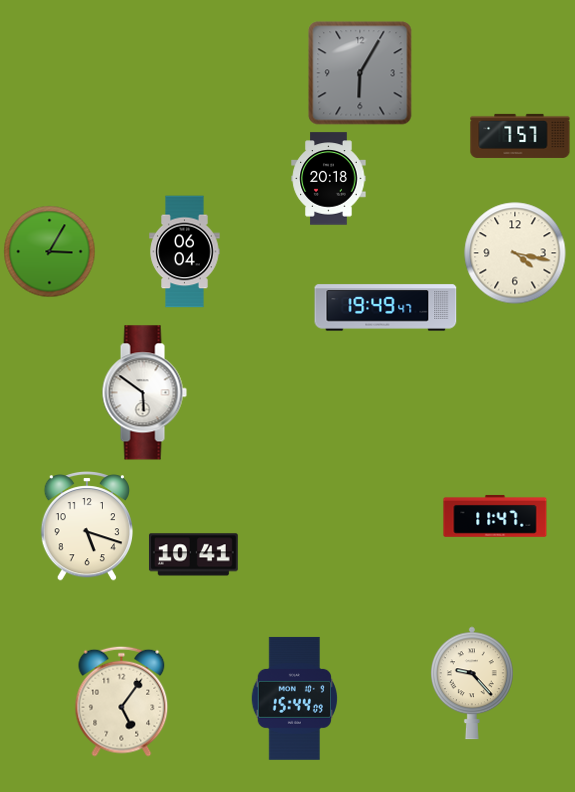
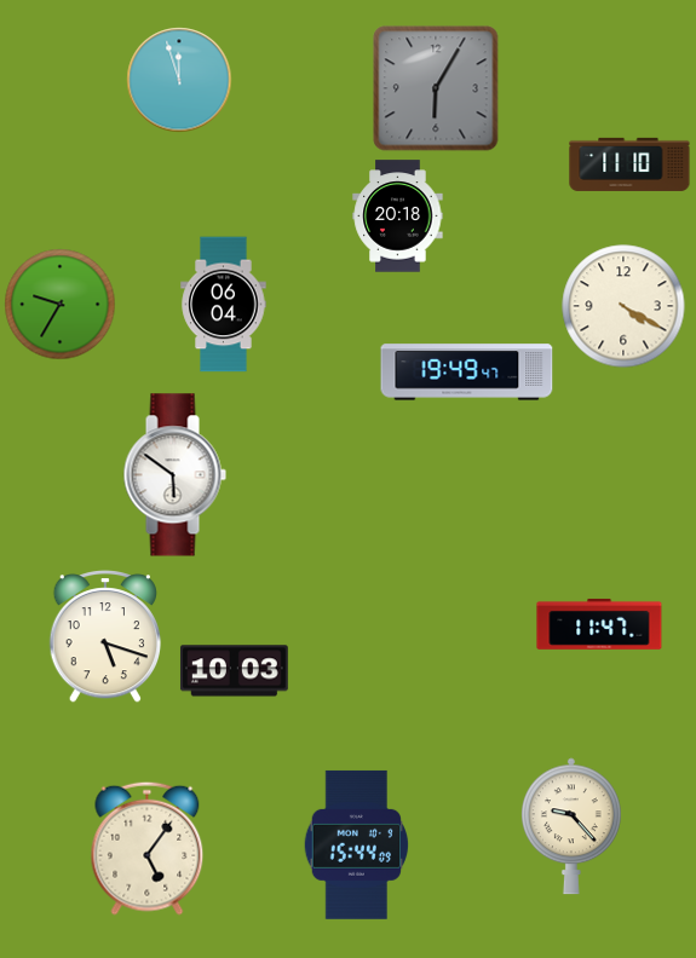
clock at (179, 80): none -> 11:57
clock at (520, 136): 7:57 -> 11:10
clock at (50, 252): 3:05 -> 9:35
clock at (515, 253): 4:17 -> 4:20
clock at (193, 555): 10:41 -> 10:03
